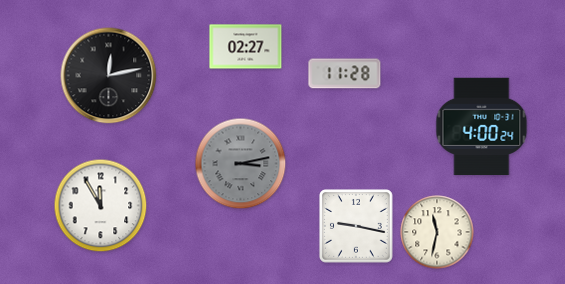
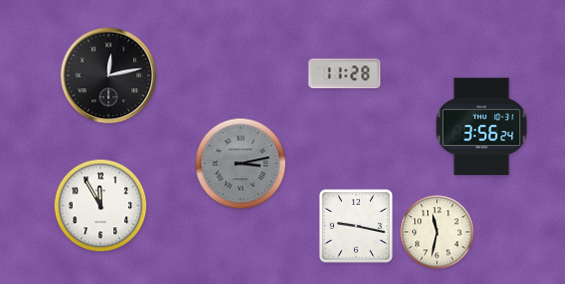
clock at (246, 47): 02:27 -> none
clock at (482, 127): 4:00 -> 3:56
